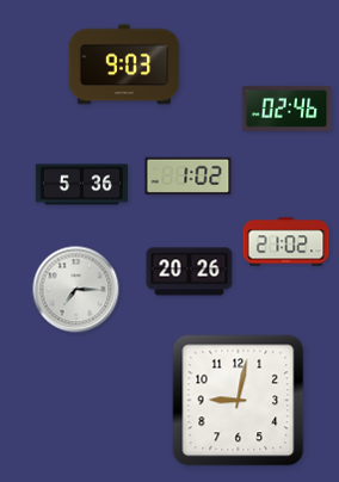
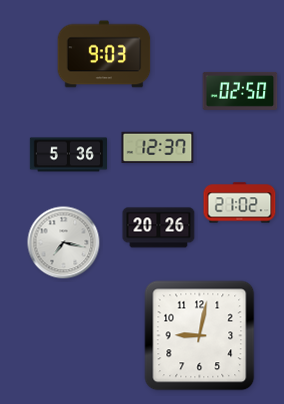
clock at (286, 109): 02:46 -> 02:50
clock at (189, 175): 1:02 -> 12:37
clock at (76, 290): 7:15 -> 7:17
